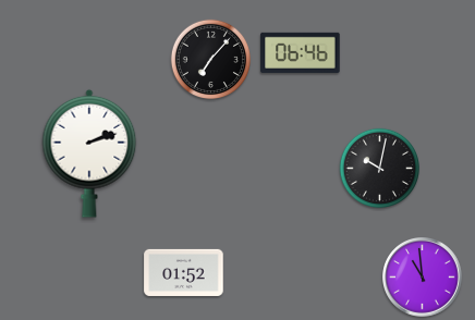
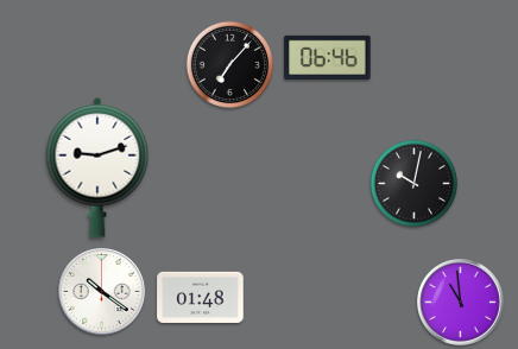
clock at (89, 153): 2:12 -> 9:12
clock at (102, 292): none -> 10:21
clock at (184, 272): 01:52 -> 01:48
